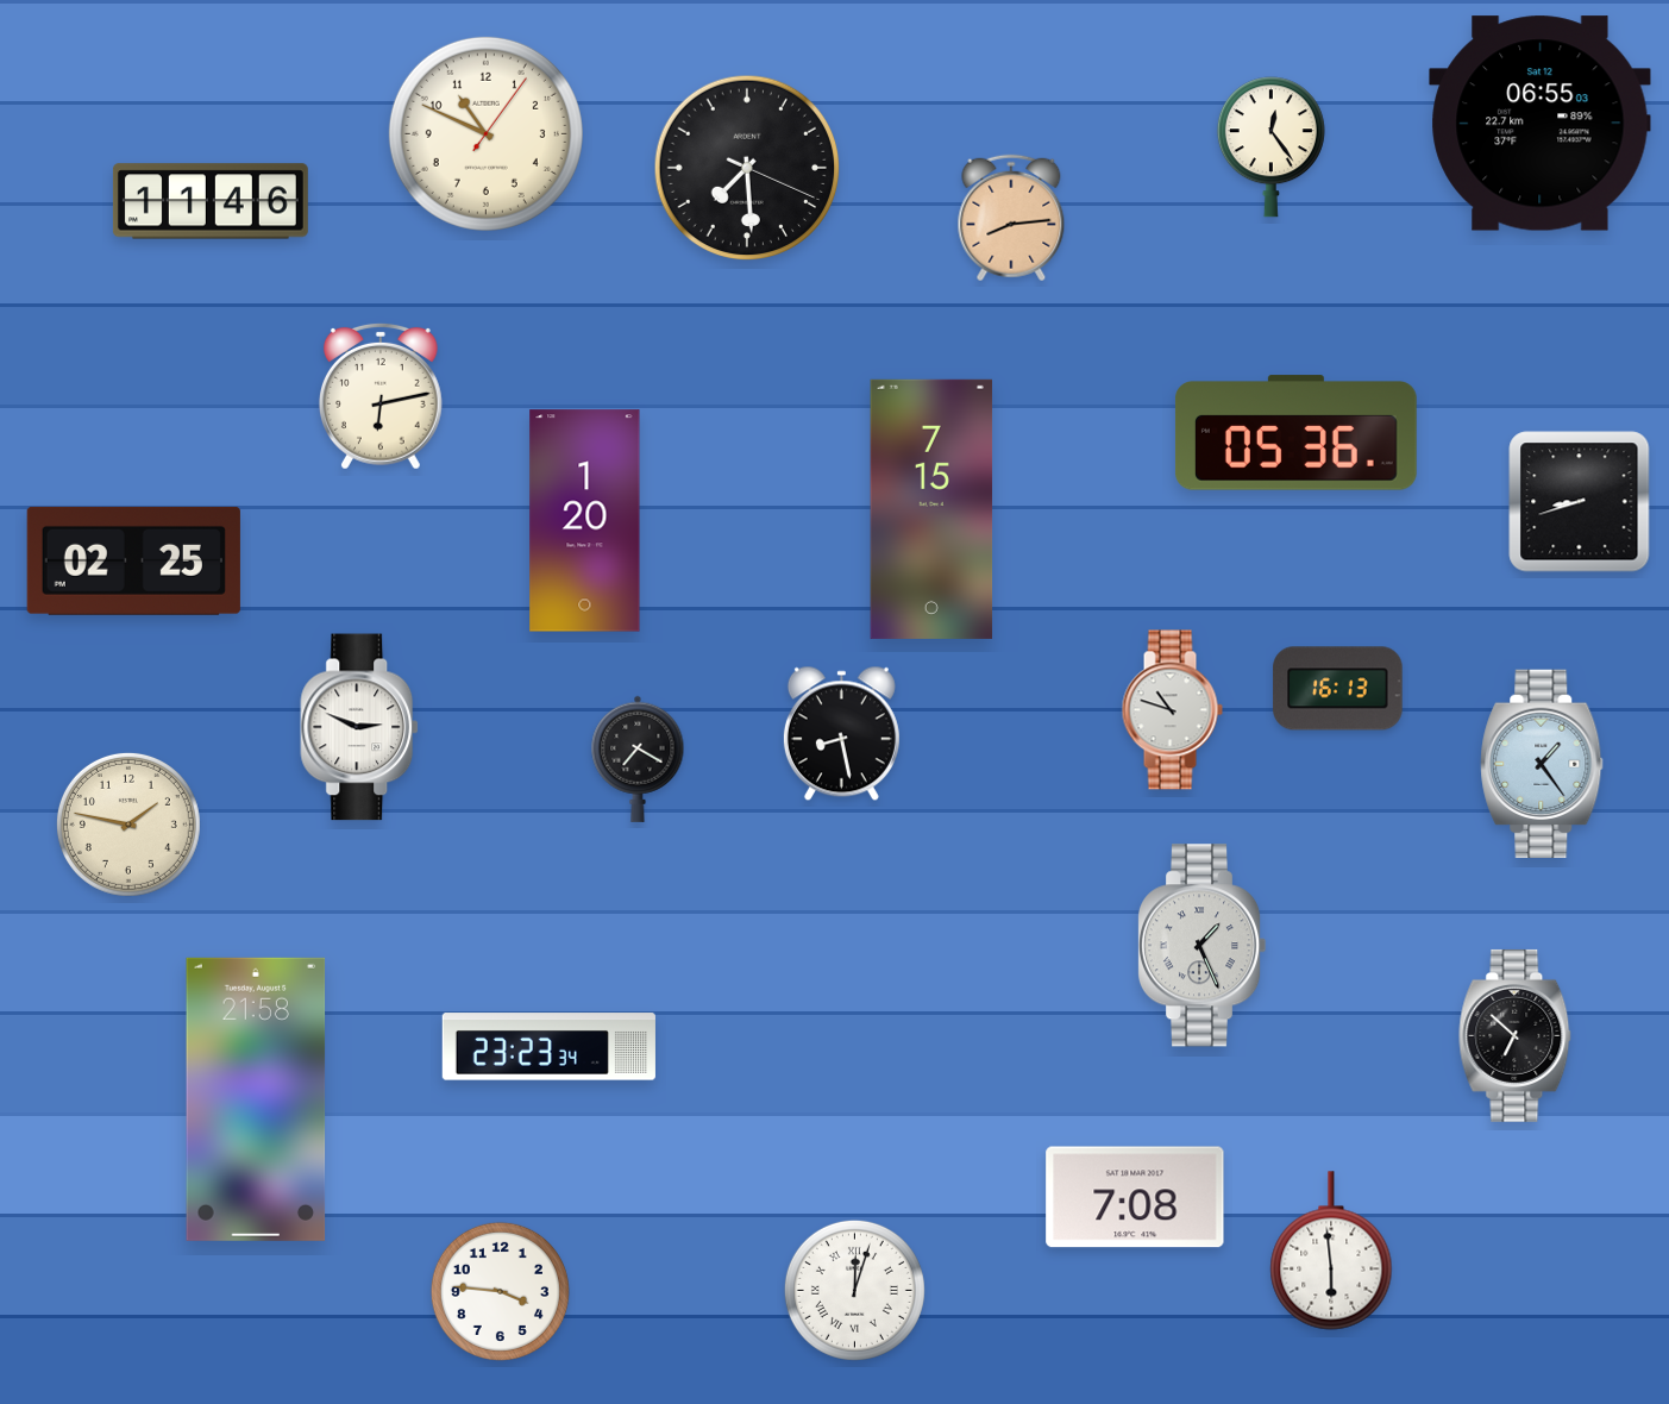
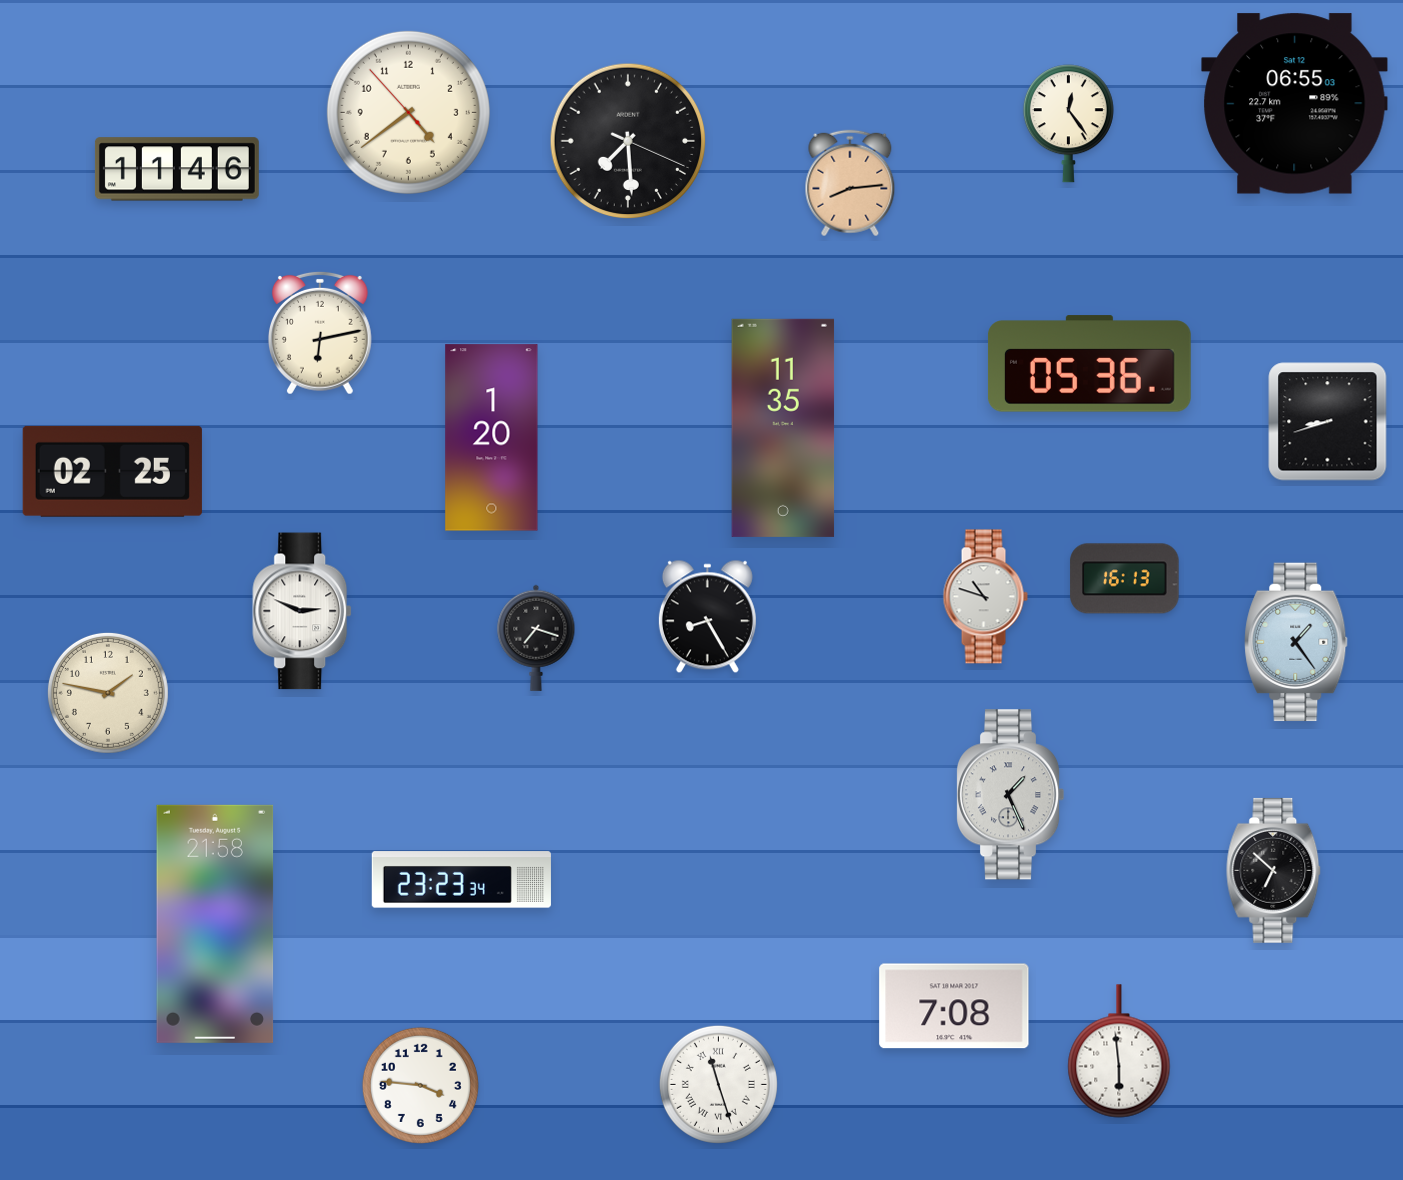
clock at (485, 133): 10:49 -> 4:38
clock at (931, 509): 7:15 -> 11:35
clock at (841, 734): 8:28 -> 8:25
clock at (638, 759): 7:20 -> 7:18
clock at (854, 1290): 12:03 -> 11:27
